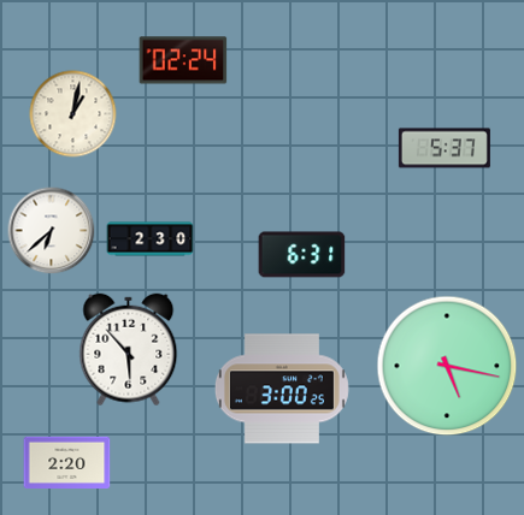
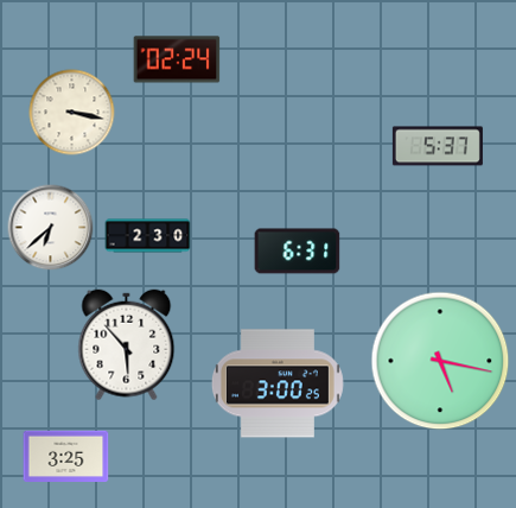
clock at (183, 60) position: (183, 60) -> (177, 59)
clock at (73, 114): 1:02 -> 3:17
clock at (67, 462): 2:20 -> 3:25
